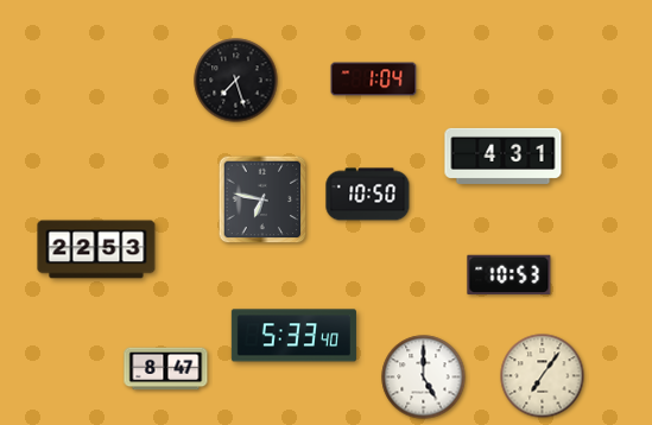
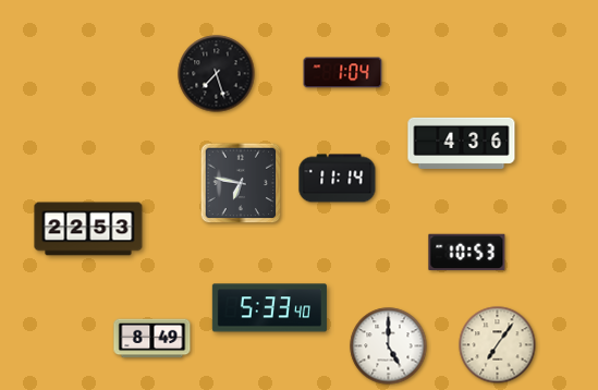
clock at (504, 156): 4:31 -> 4:36
clock at (368, 195): 10:50 -> 11:14
clock at (166, 369): 8:47 -> 8:49
